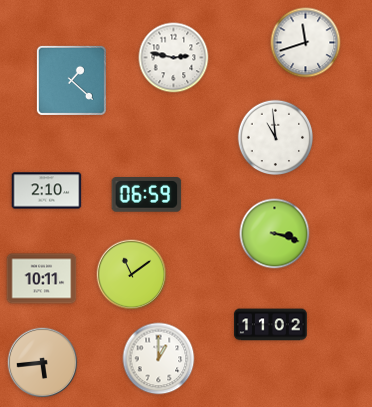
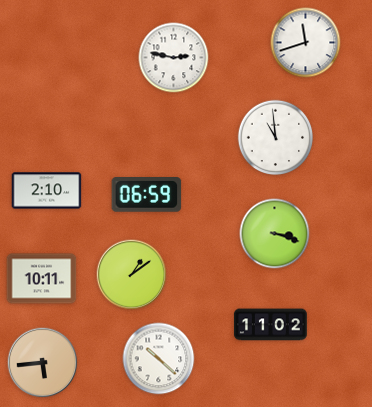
clock at (71, 80): 1:22 -> none
clock at (132, 275): 11:09 -> 1:09
clock at (159, 359): 1:00 -> 10:22
